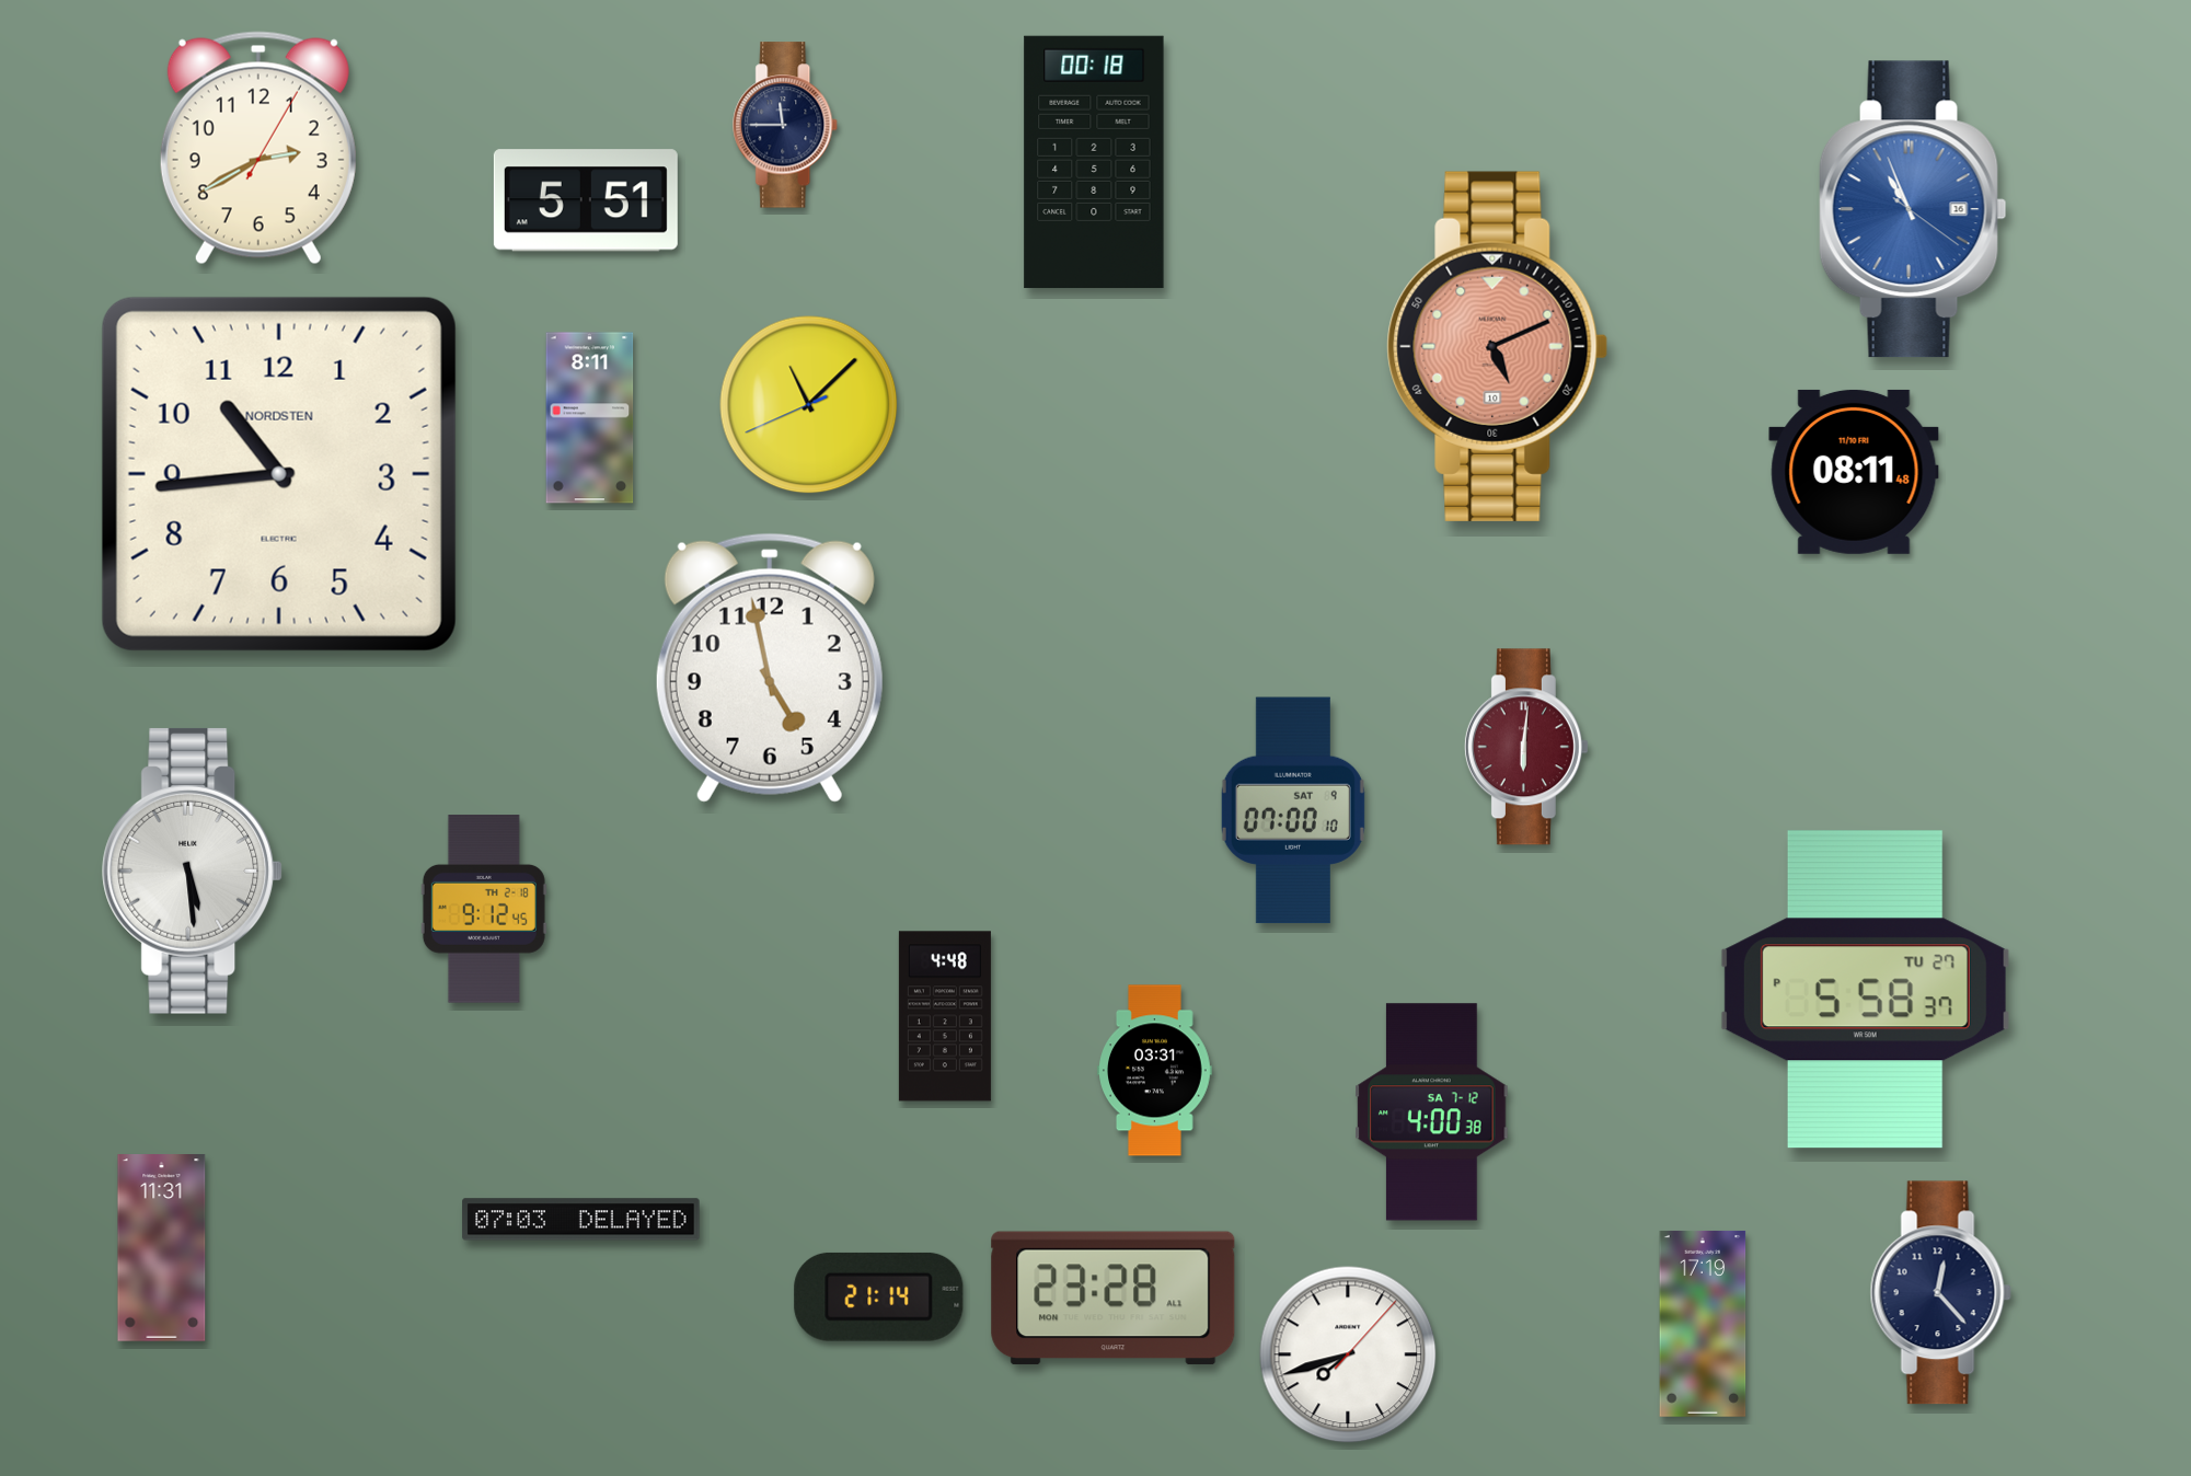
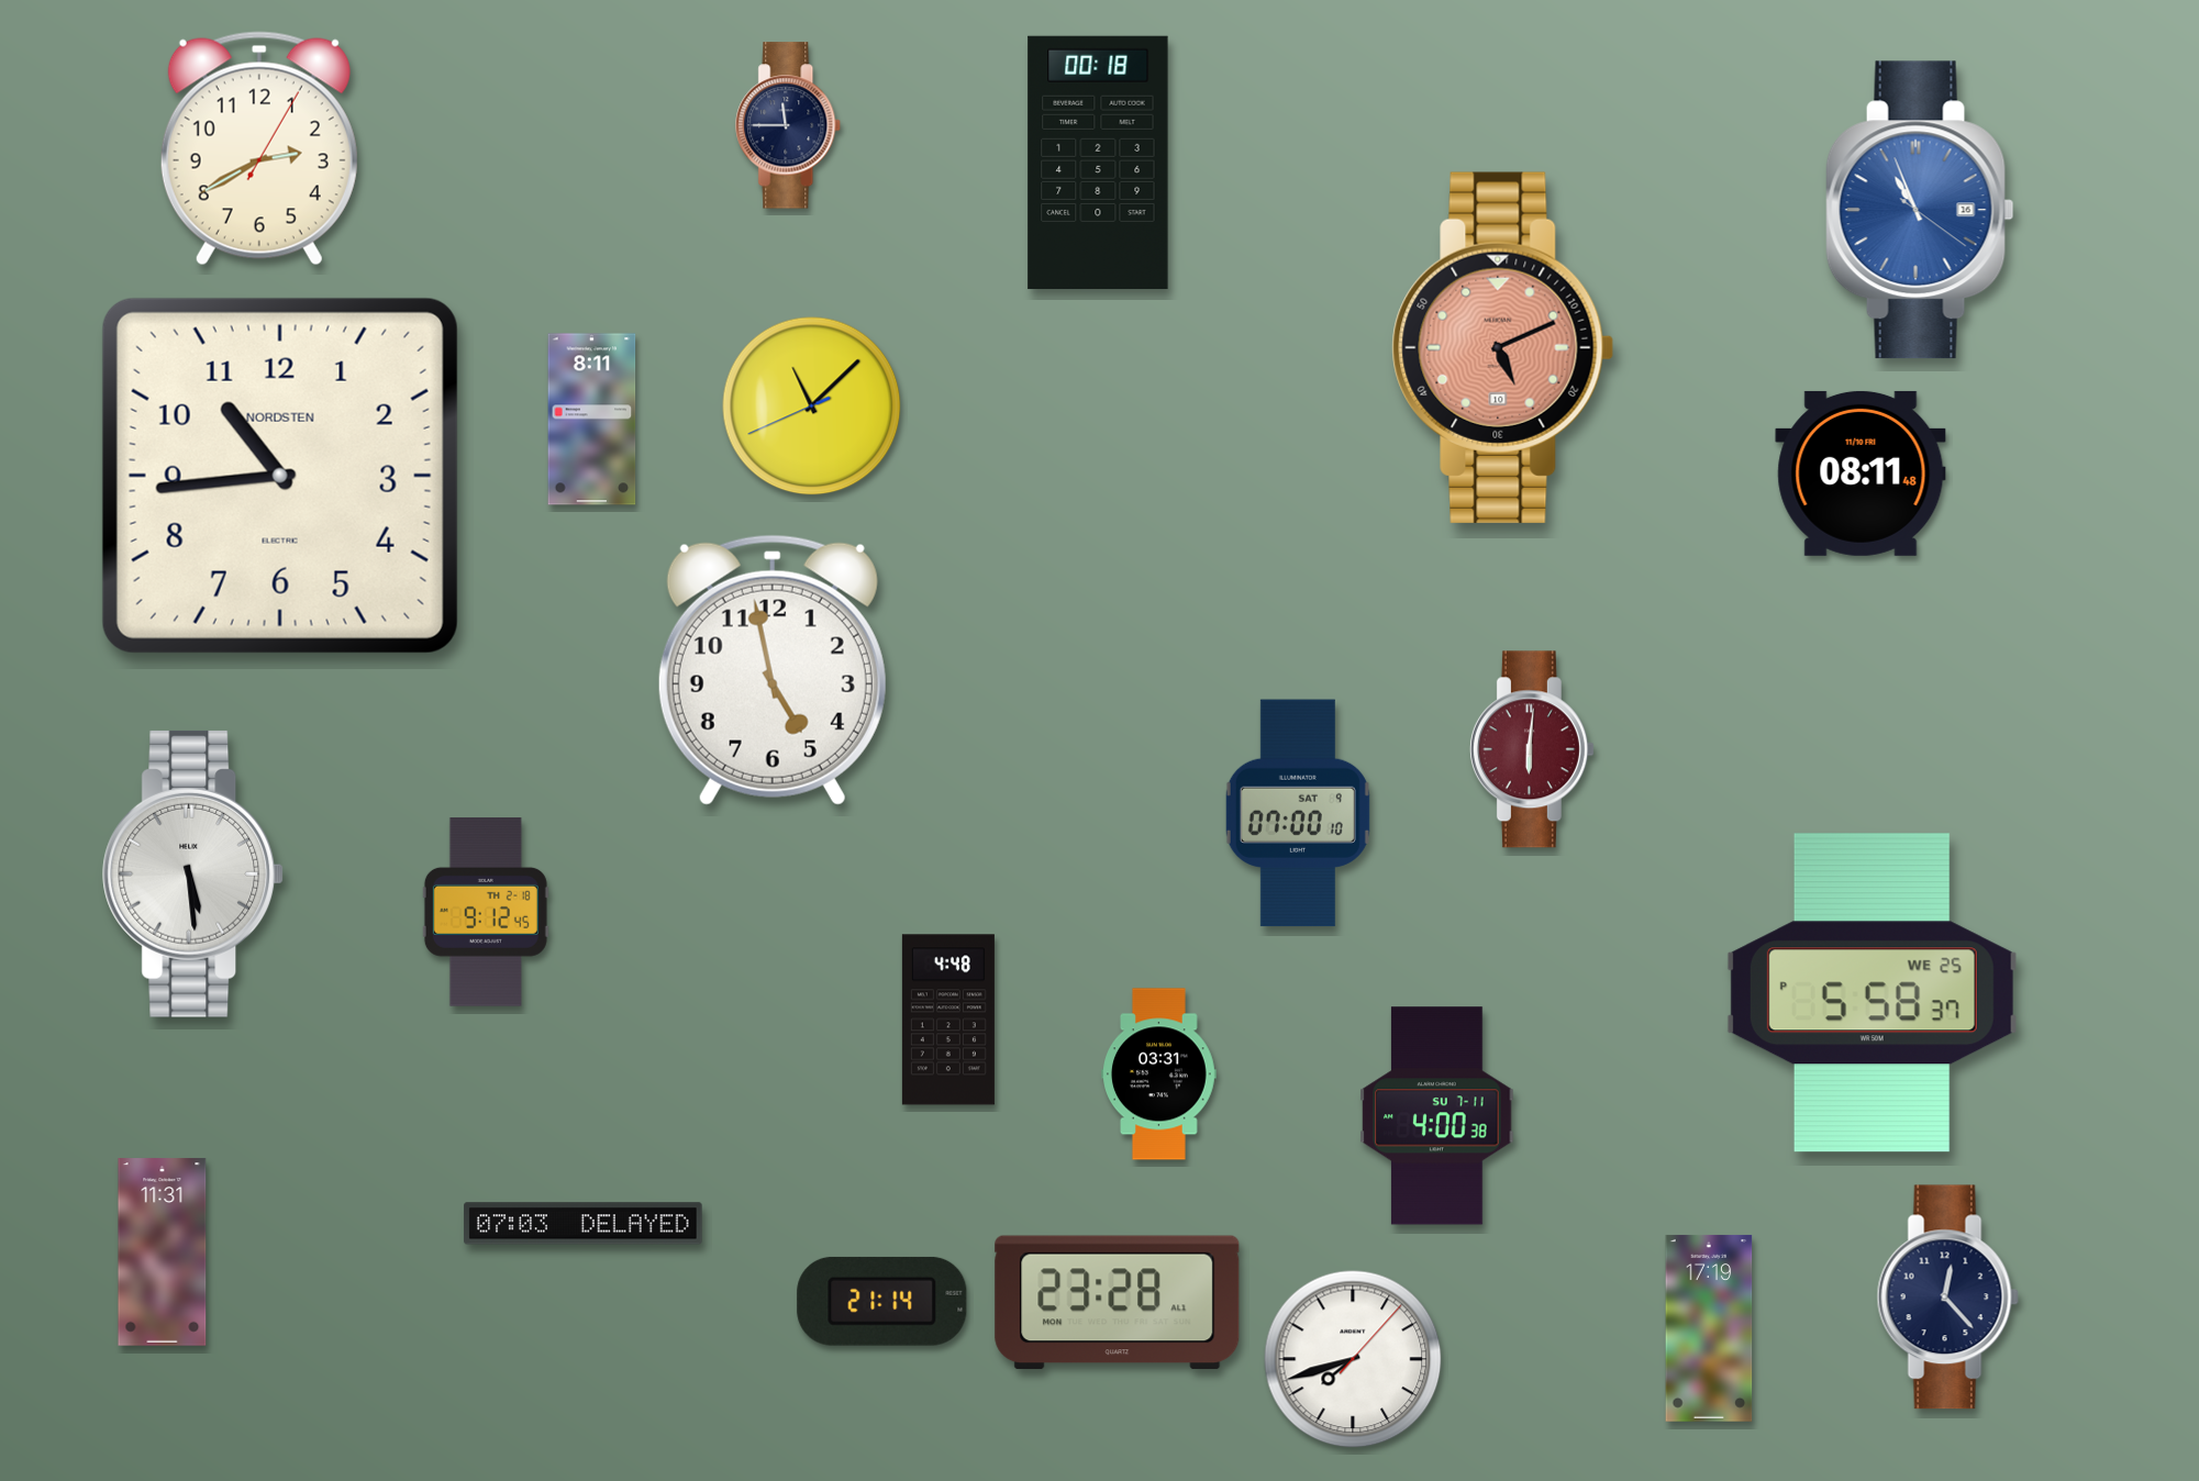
clock at (586, 200): 5:51 -> none
clock at (1865, 990) date: TU 27 -> WE 25
clock at (1432, 1112) date: SA 7-12 -> SU 7-11
